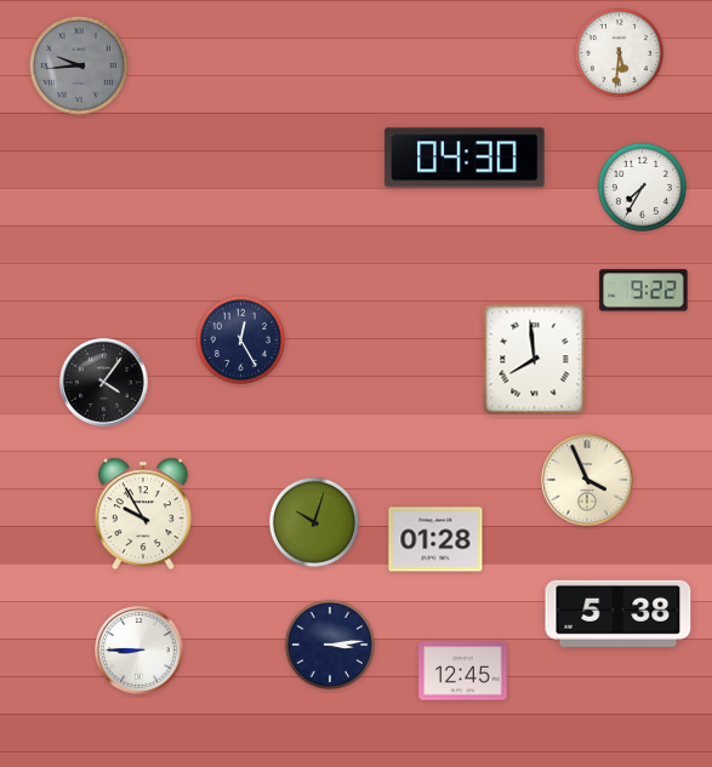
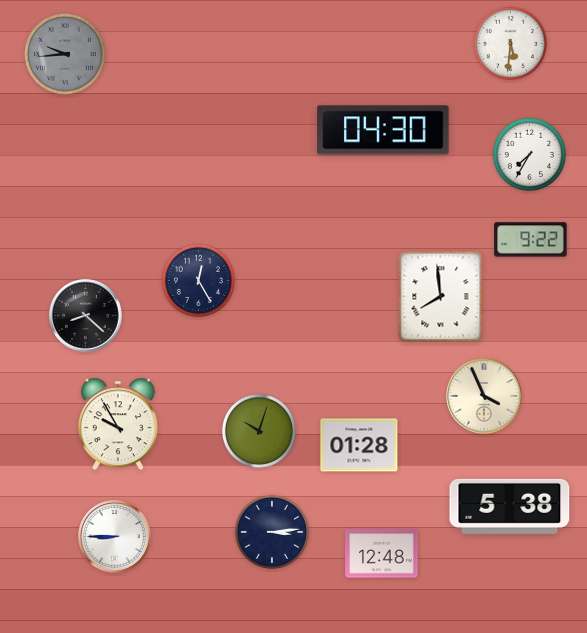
clock at (104, 383): 4:06 -> 8:22
clock at (463, 671): 12:45 -> 12:48
